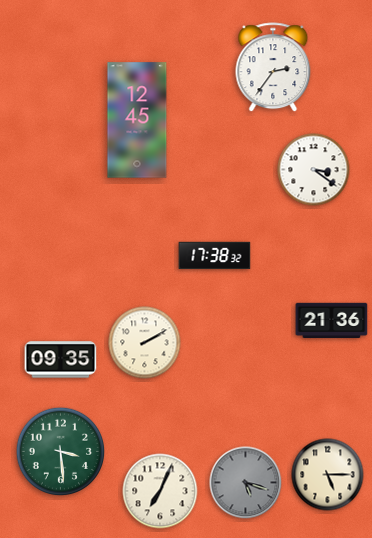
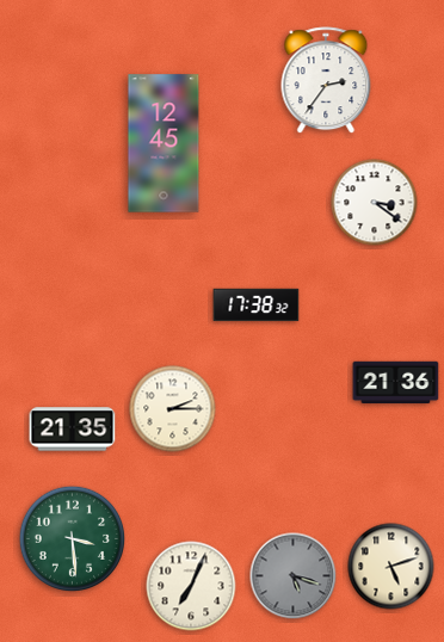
clock at (145, 343): 2:10 -> 2:15
clock at (61, 360): 09:35 -> 21:35
clock at (328, 475): 5:15 -> 5:12
